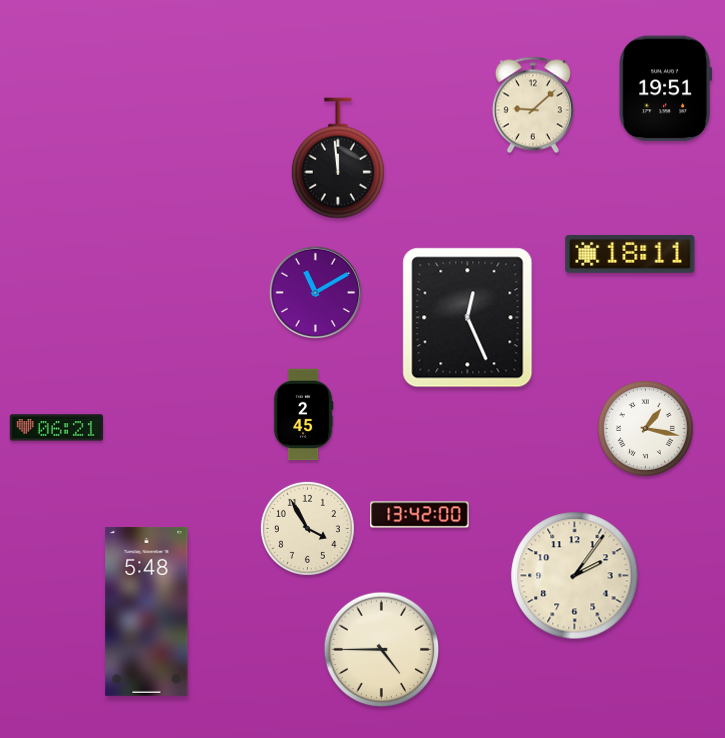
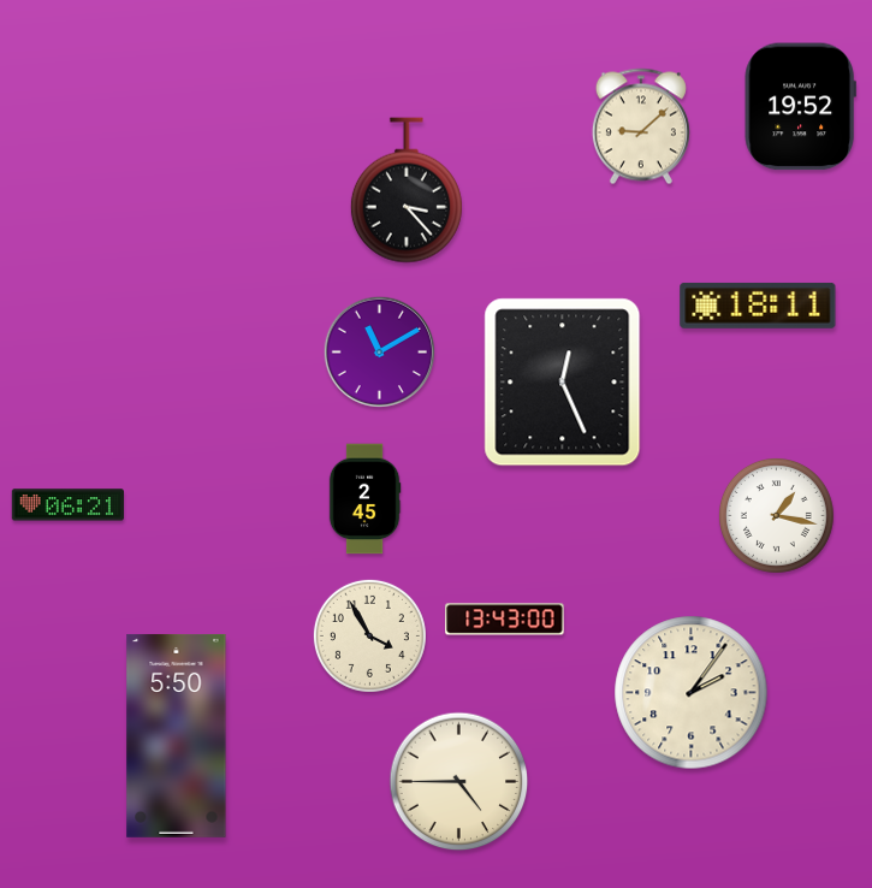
clock at (665, 89): 19:51 -> 19:52
clock at (338, 158): 11:59 -> 3:23
clock at (56, 428) position: (56, 428) -> (67, 505)
clock at (420, 515): 13:42 -> 13:43
clock at (147, 611): 5:48 -> 5:50
